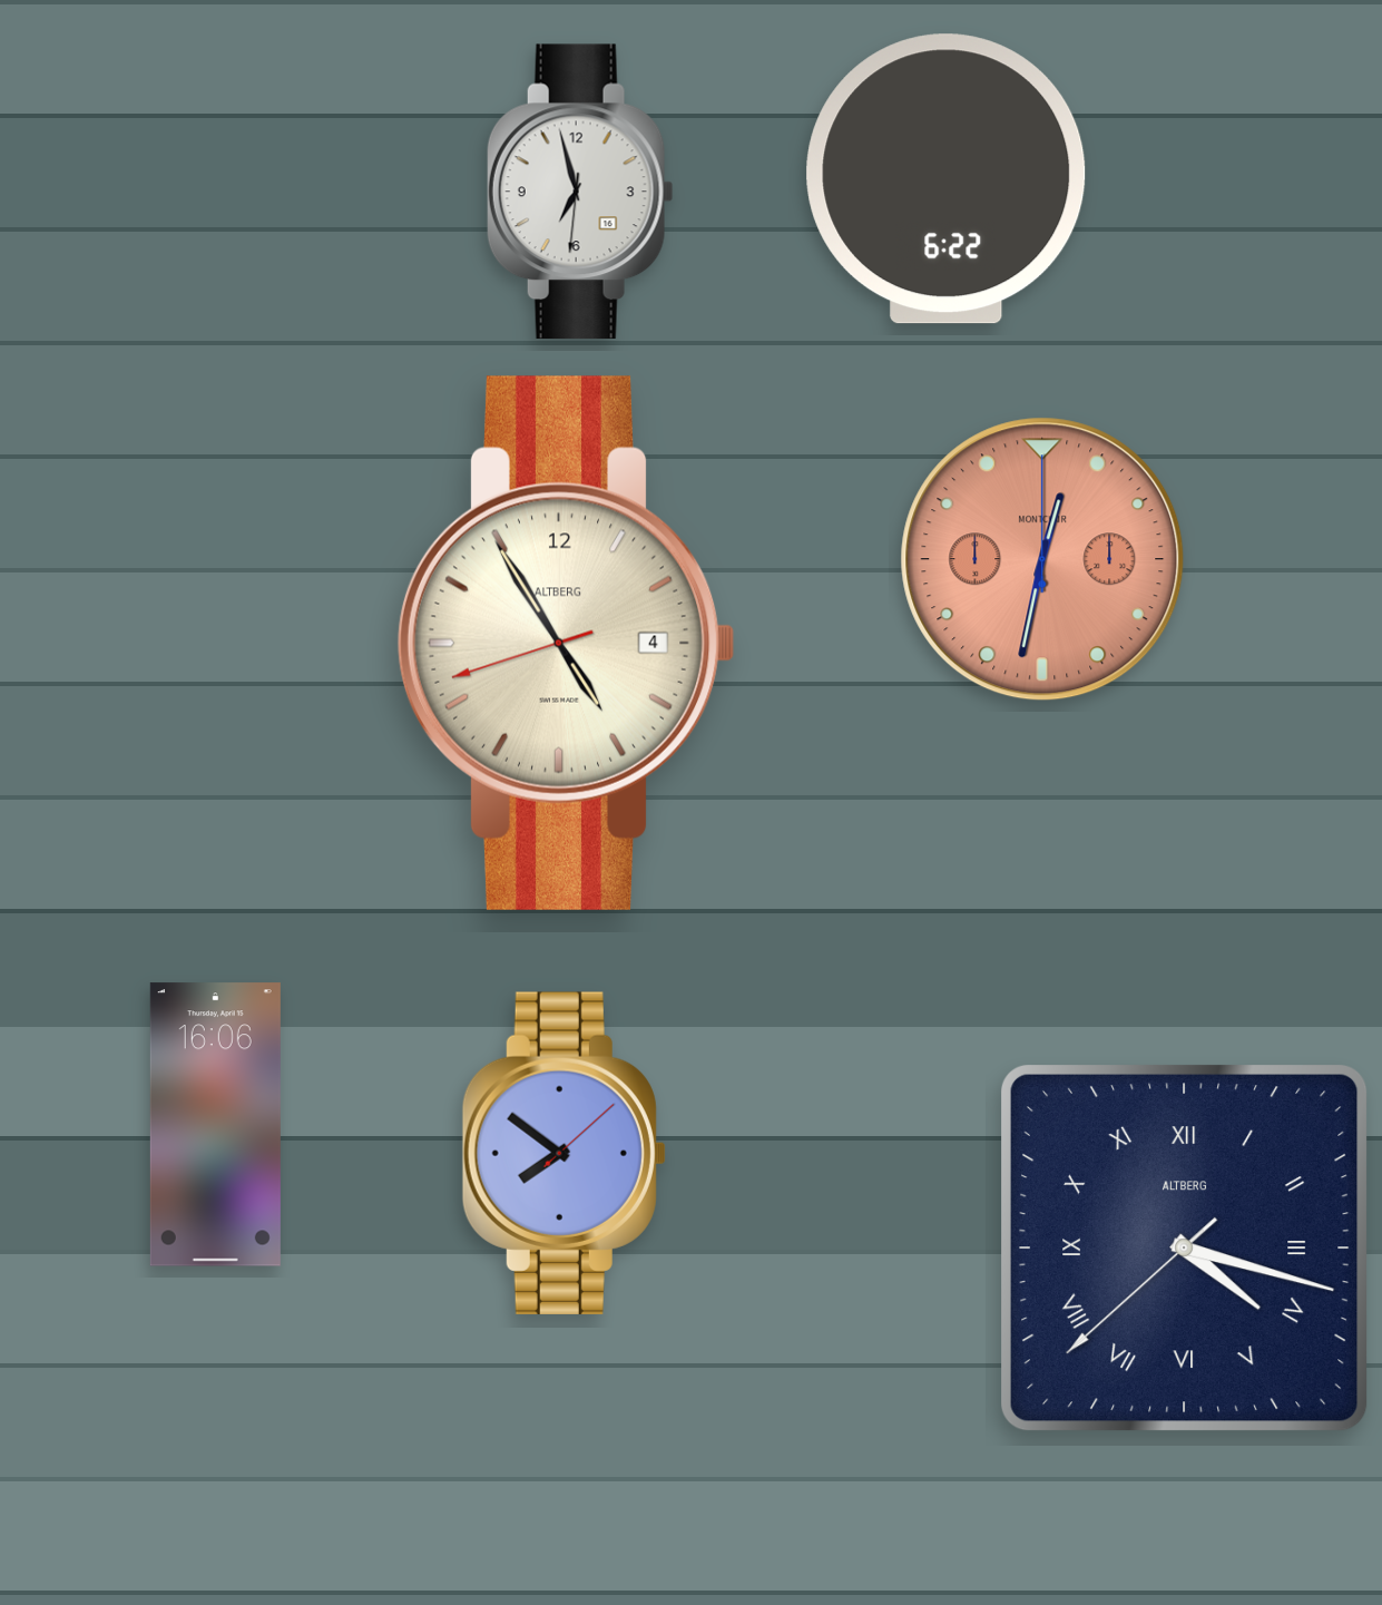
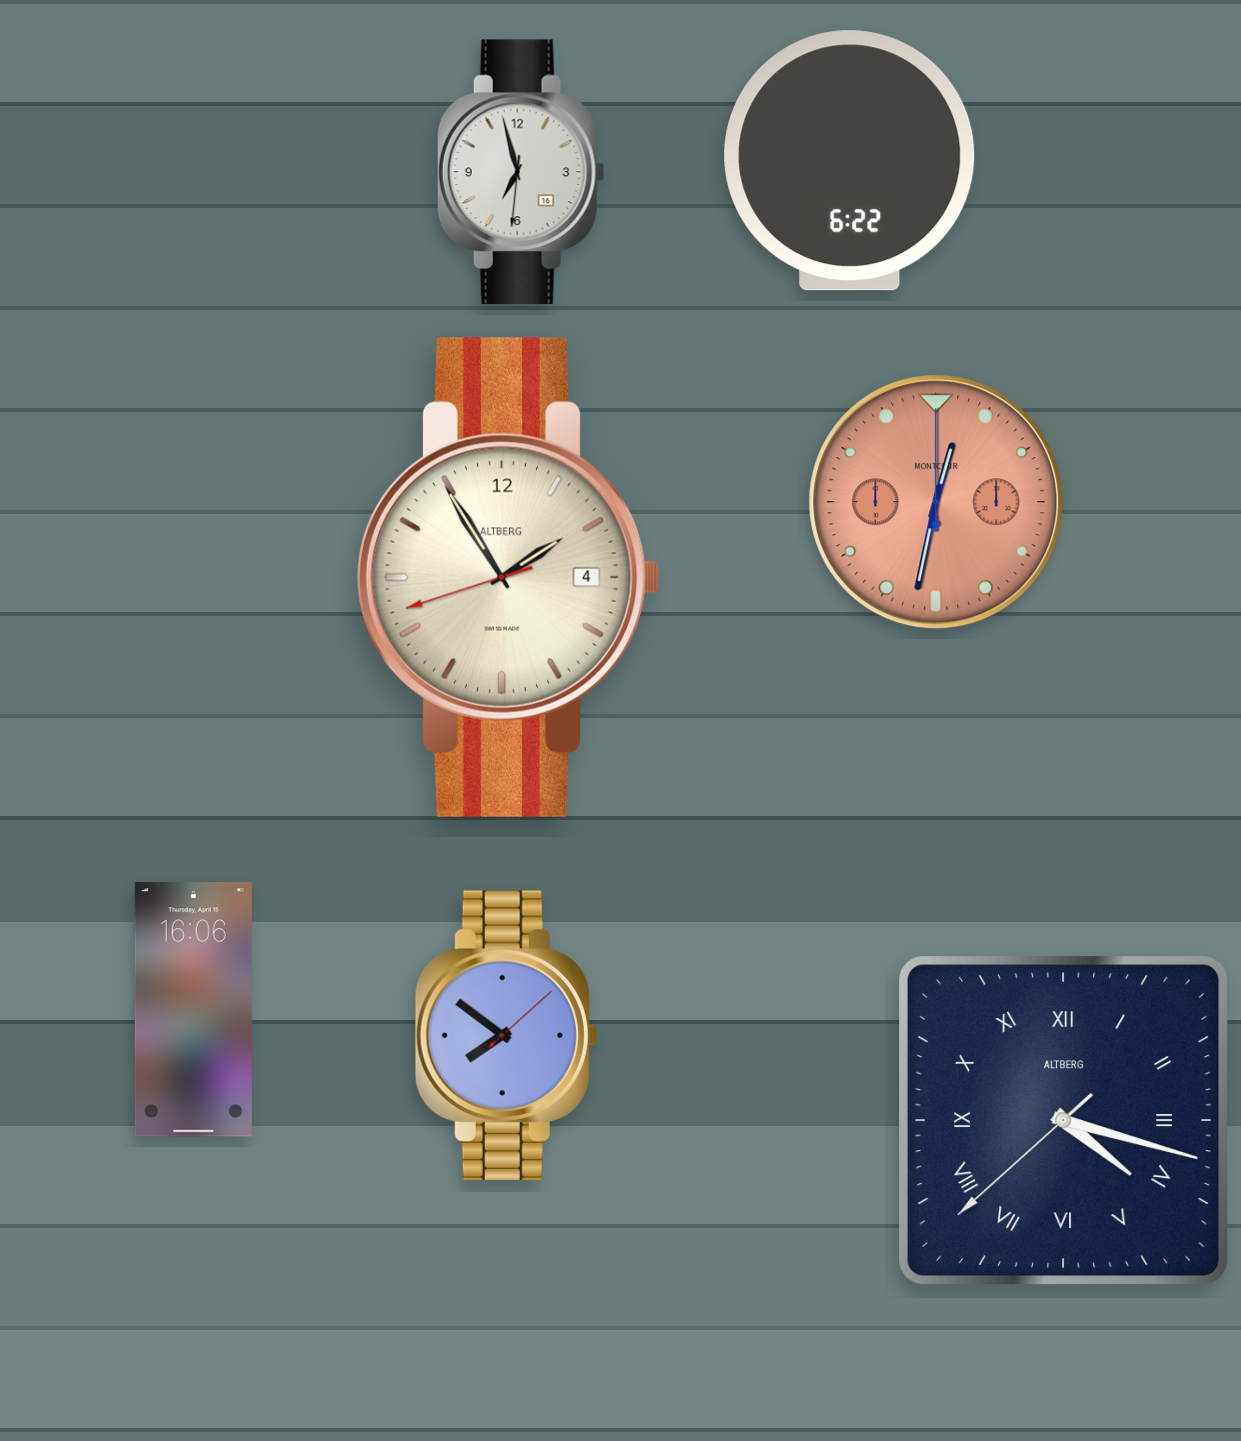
clock at (566, 643): 4:54 -> 1:54
